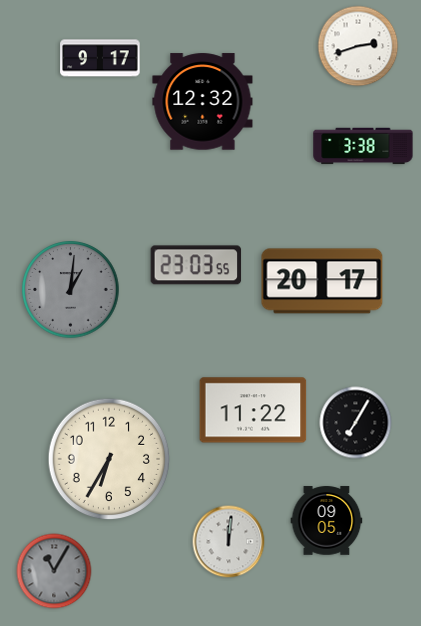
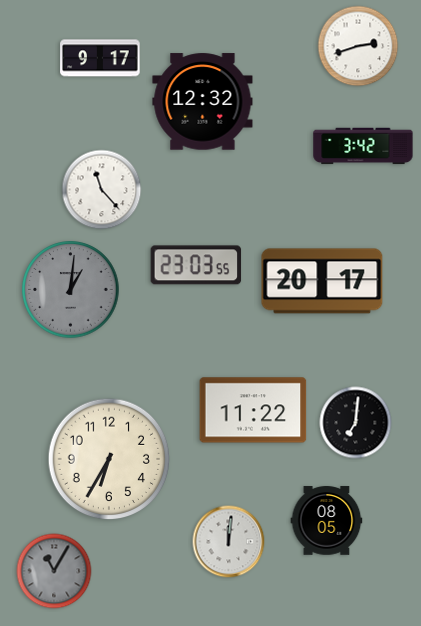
clock at (363, 146): 3:38 -> 3:42
clock at (102, 190): none -> 11:23
clock at (356, 423): 7:05 -> 7:01
clock at (327, 521): 09:05 -> 08:05
